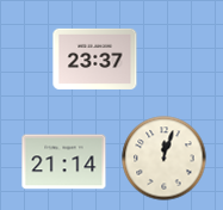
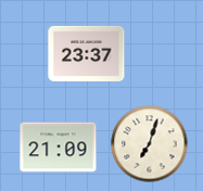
clock at (165, 159): 12:03 -> 7:03
clock at (64, 162): 21:14 -> 21:09
